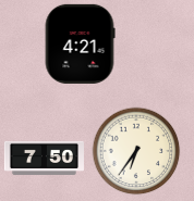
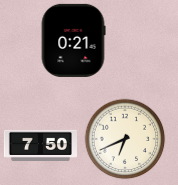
clock at (80, 43): 4:21 -> 0:21
clock at (136, 151): 6:36 -> 6:41
